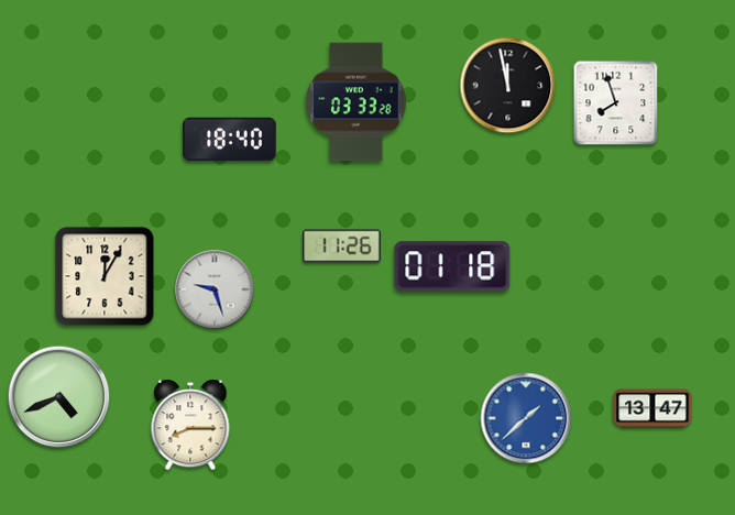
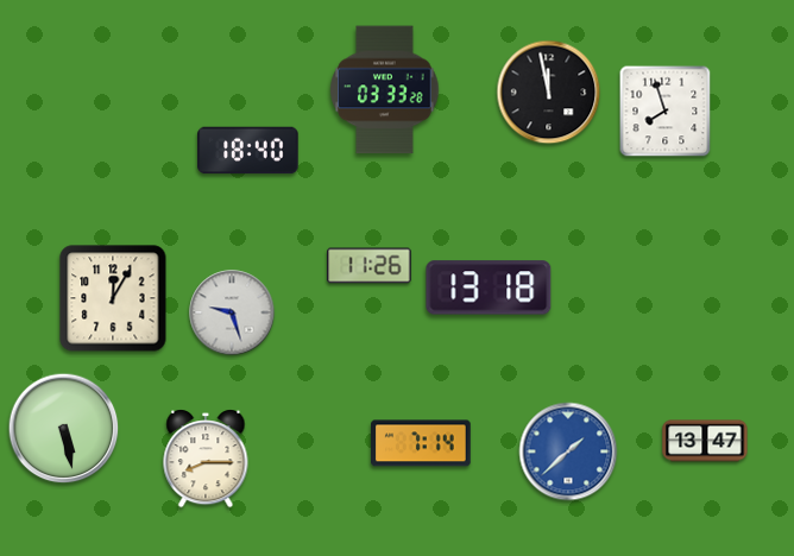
clock at (356, 102) position: (356, 102) -> (385, 90)
clock at (452, 266): 01:18 -> 13:18
clock at (59, 397): 4:41 -> 5:28
clock at (421, 443): none -> 7:14
